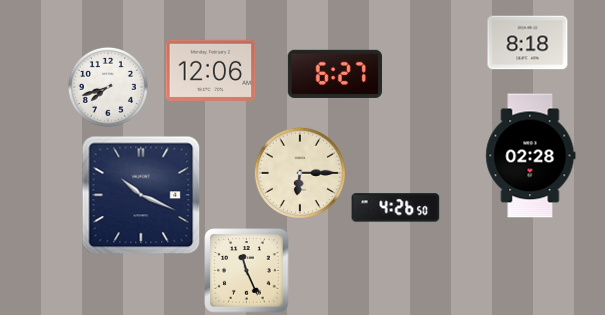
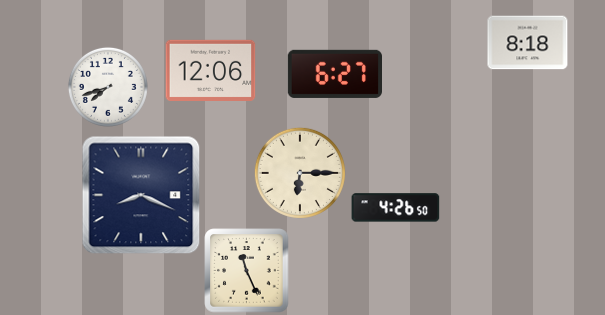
clock at (531, 156): 02:28 -> none
clock at (141, 195): 10:19 -> 8:19
